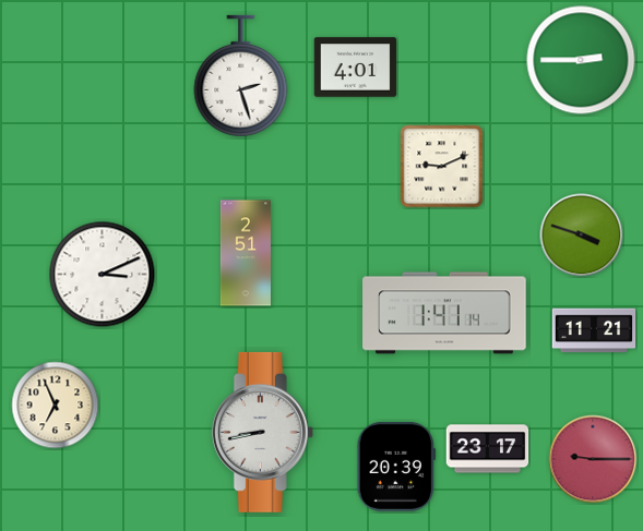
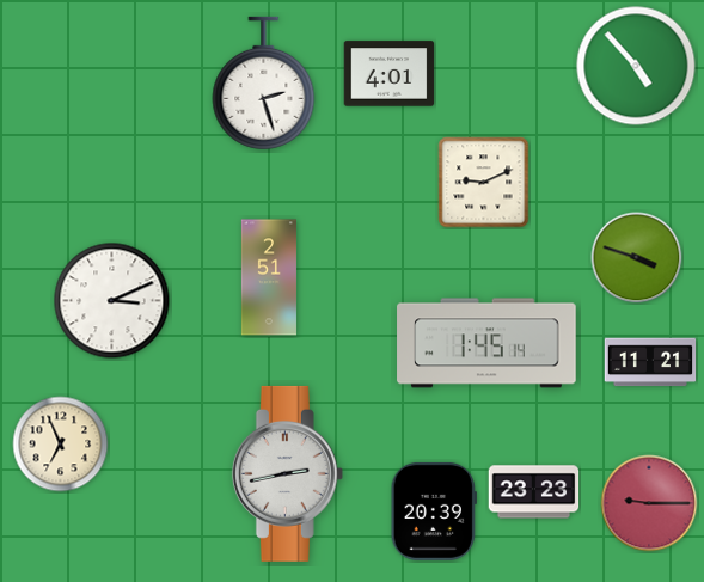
clock at (581, 60): 2:45 -> 4:53
clock at (444, 313): 1:41 -> 1:45
clock at (262, 432): 8:43 -> 2:43
clock at (488, 449): 23:17 -> 23:23
